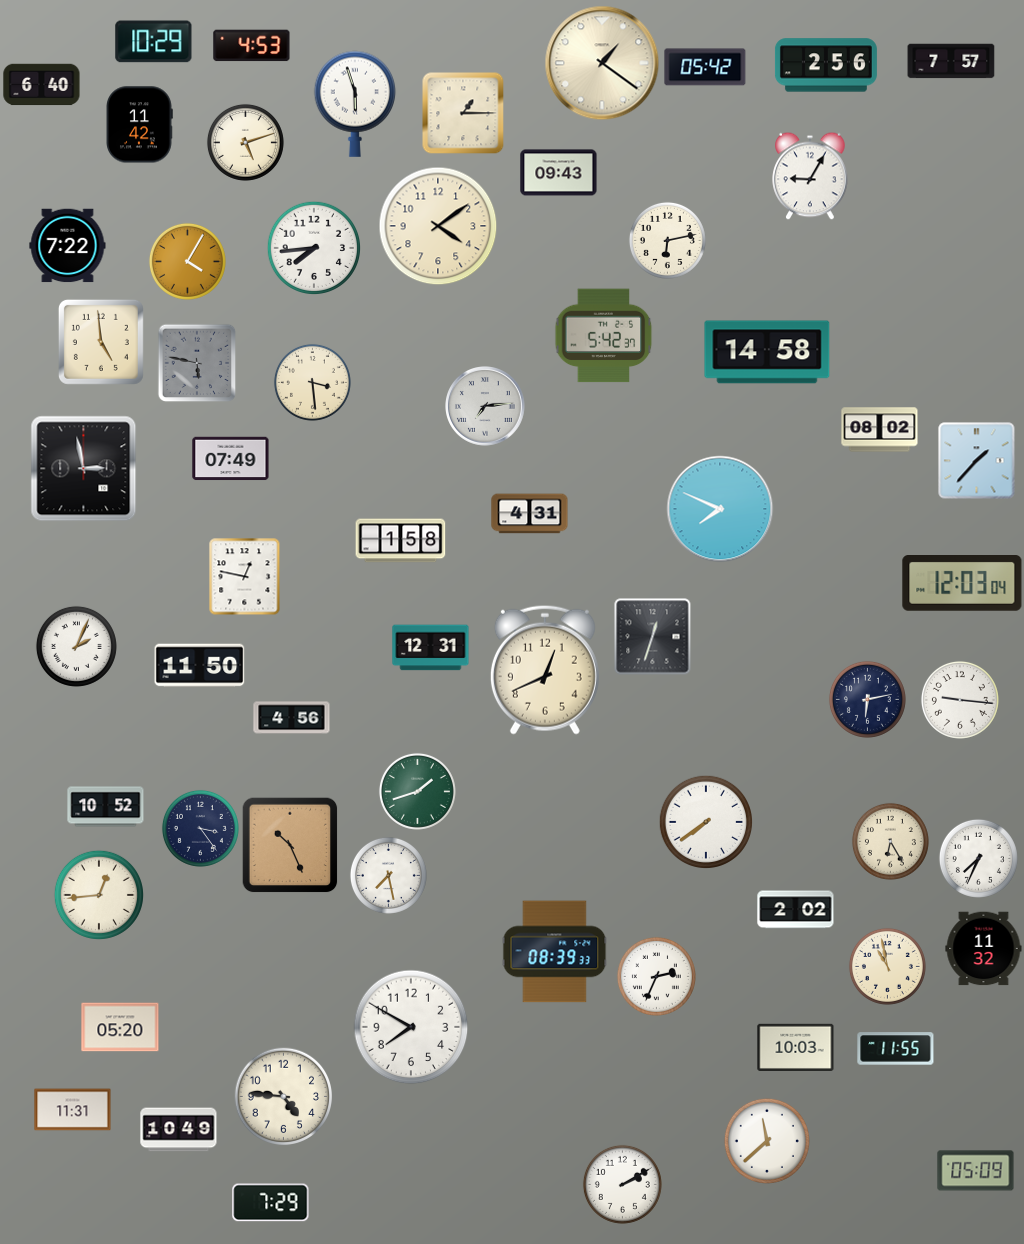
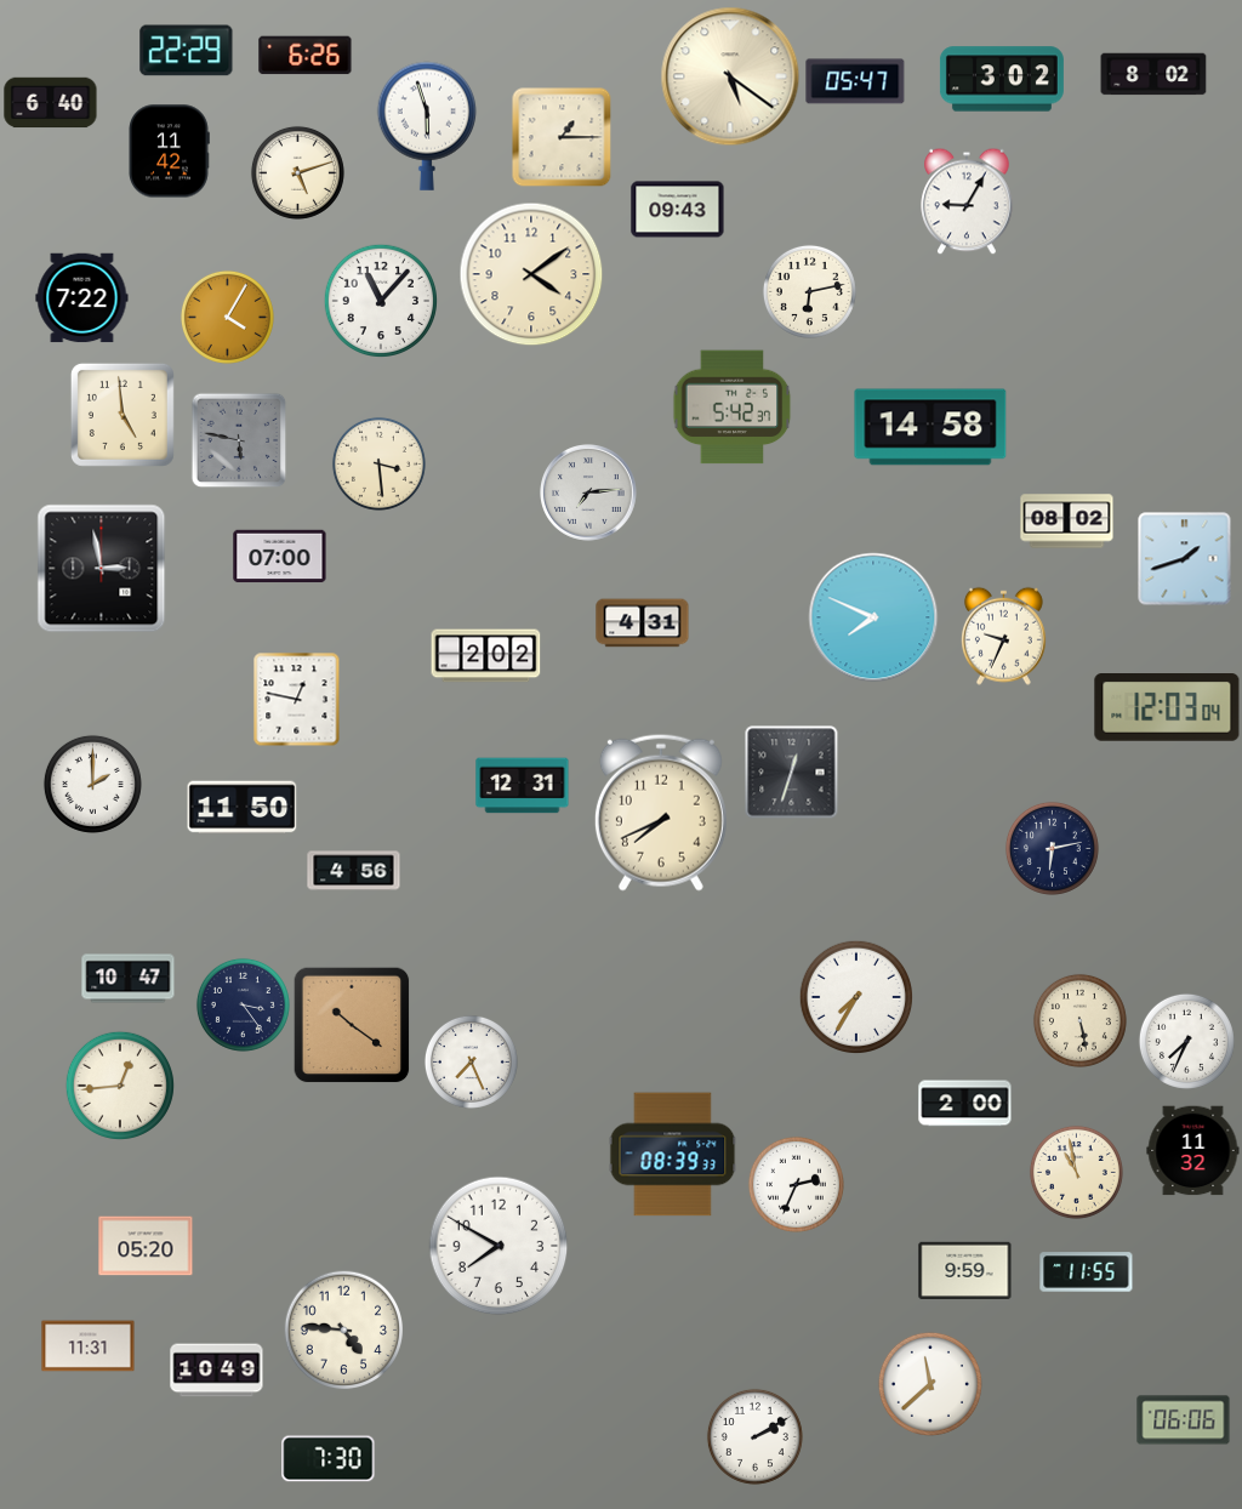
clock at (154, 42): 10:29 -> 22:29
clock at (252, 46): 4:53 -> 6:26
clock at (951, 61): 7:57 -> 8:02
clock at (602, 63): 1:21 -> 5:21
clock at (826, 65): 2:56 -> 3:02
clock at (705, 67): 05:42 -> 05:47
clock at (355, 104) position: (355, 104) -> (427, 126)
clock at (810, 176) position: (810, 176) -> (967, 201)
clock at (313, 247): 7:44 -> 11:07
clock at (231, 459): 07:49 -> 07:00
clock at (977, 461): 1:37 -> 1:42
clock at (1003, 636): none -> 9:34
clock at (401, 541): 1:58 -> 2:02
clock at (76, 646): 2:04 -> 2:00
clock at (545, 670): 12:41 -> 7:41
clock at (960, 700): 9:16 -> none
clock at (417, 791): 1:42 -> none
clock at (106, 807): 10:52 -> 10:47
clock at (705, 821): 7:39 -> 7:35
clock at (890, 841): 6:25 -> 5:28
clock at (290, 845): 10:26 -> 10:21
clock at (388, 875): 7:28 -> 7:26
clock at (796, 910): 2:02 -> 2:00
clock at (796, 1047): 10:03 -> 9:59
clock at (976, 1171): 05:09 -> 06:06
clock at (271, 1203): 7:29 -> 7:30
